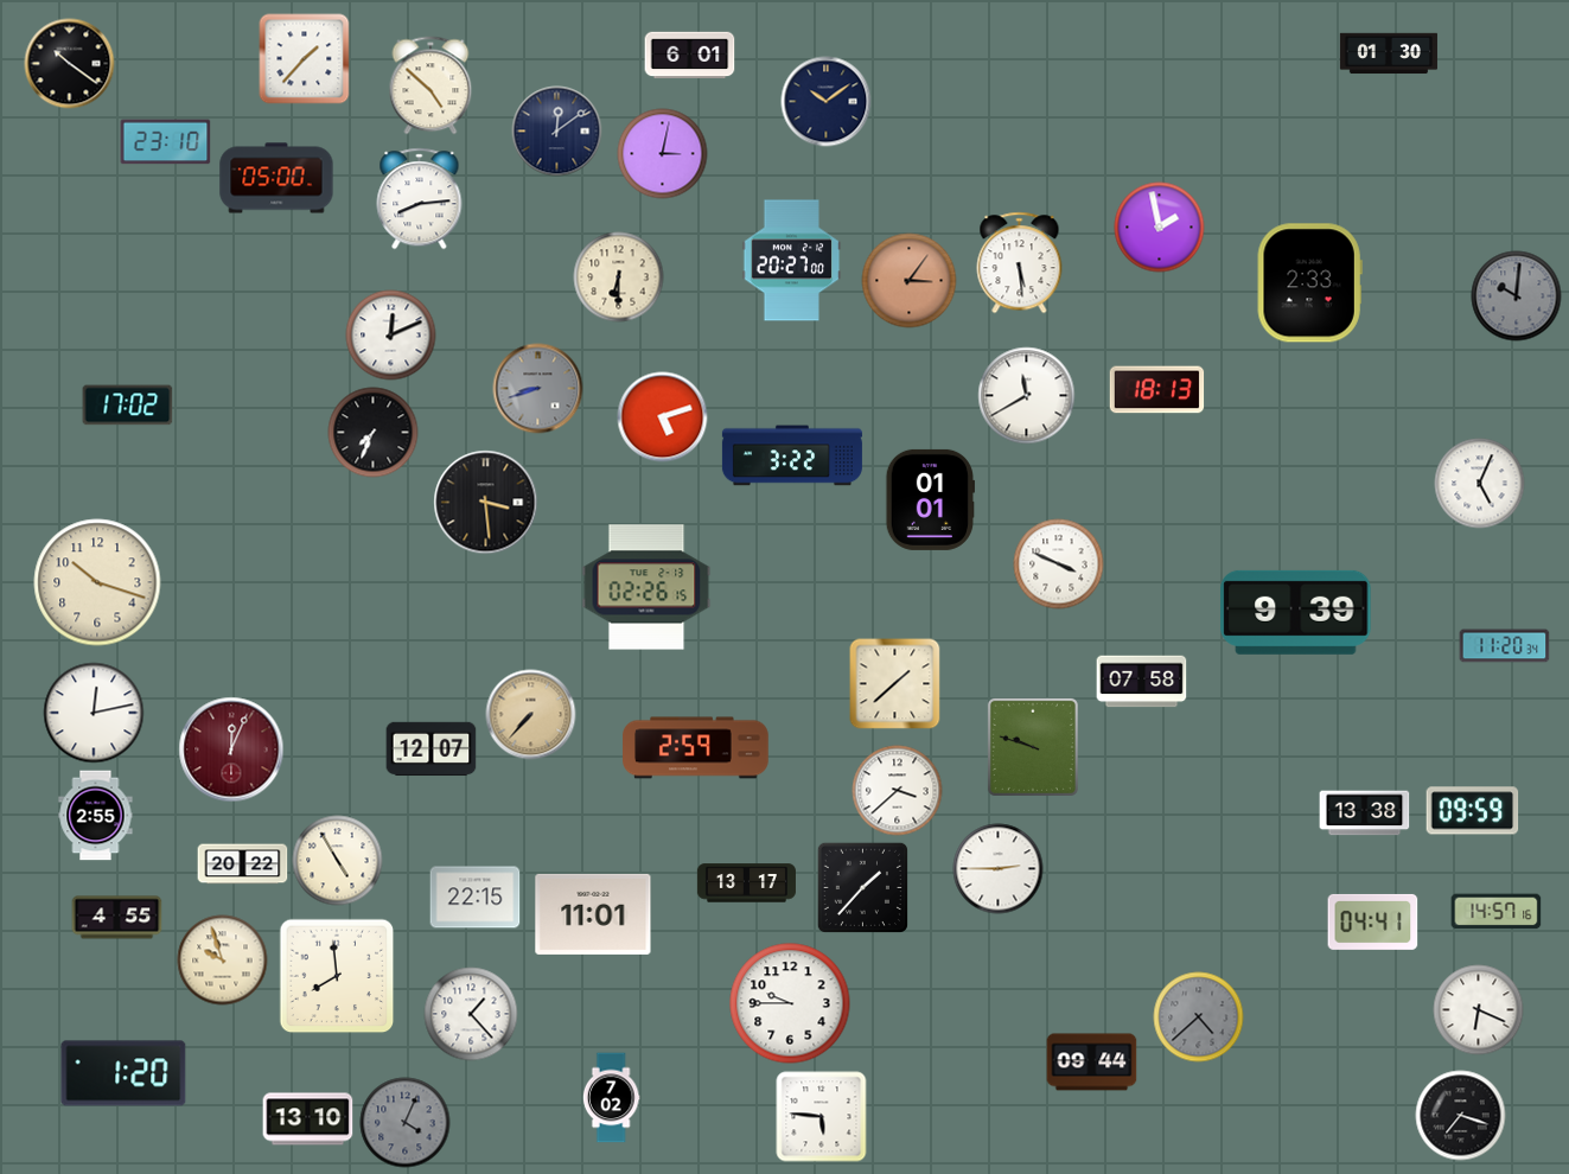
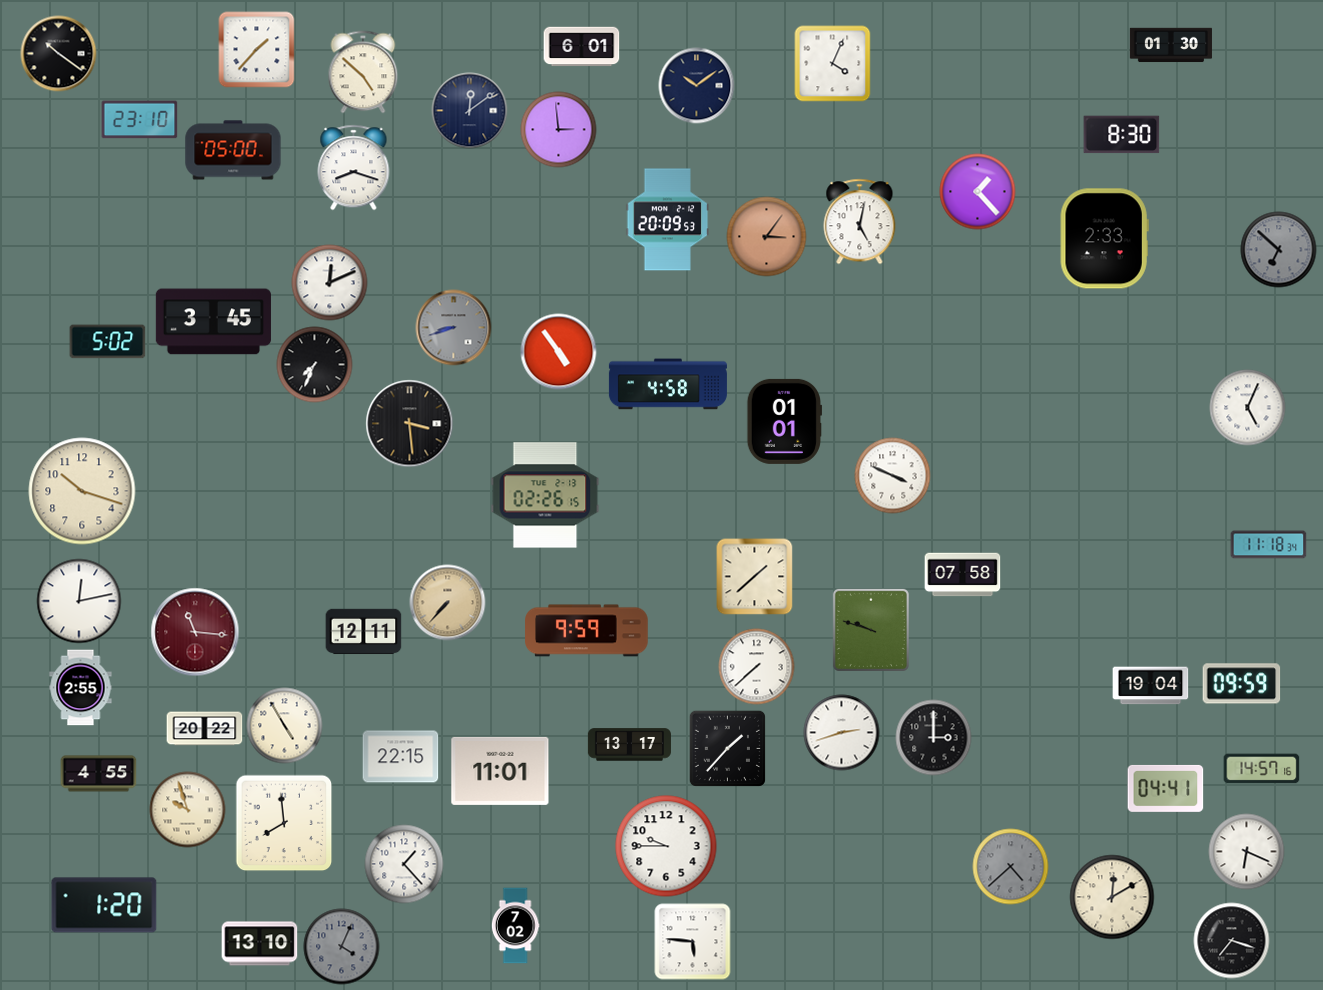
clock at (833, 64): none -> 4:04
clock at (663, 154): 3:02 -> 2:59
clock at (1122, 135): none -> 8:30
clock at (420, 199): 8:14 -> 8:18
clock at (1160, 228): 1:58 -> 1:23
clock at (792, 261): 20:27 -> 20:09
clock at (1020, 263): 5:29 -> 5:02
clock at (619, 277): 6:30 -> none
clock at (1517, 296): 10:01 -> 6:52
clock at (213, 322): none -> 3:45
clock at (1157, 390): 18:13 -> none
clock at (1027, 396): 11:40 -> none
clock at (128, 406): 17:02 -> 5:02
clock at (663, 417): 5:12 -> 4:54
clock at (792, 455): 3:22 -> 4:58
clock at (1296, 612): 9:39 -> none
clock at (1505, 646): 11:20 -> 11:18
clock at (696, 748): 2:59 -> 9:59
clock at (231, 749): 12:04 -> 11:16
clock at (432, 749): 12:07 -> 12:11
clock at (898, 791): 3:38 -> 7:38
clock at (1365, 813): 13:38 -> 19:04
clock at (999, 869): 2:45 -> 2:42
clock at (934, 738): none -> 3:00
clock at (1373, 921) position: (1373, 921) -> (1166, 788)
clock at (471, 1014) position: (471, 1014) -> (404, 864)
clock at (1199, 1017) position: (1199, 1017) -> (1011, 867)
clock at (1092, 1063): 09:44 -> none
clock at (1112, 897): none -> 12:10
